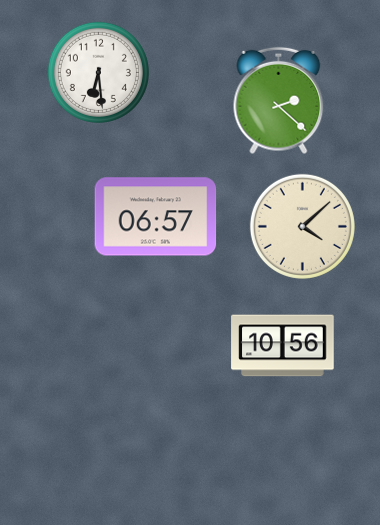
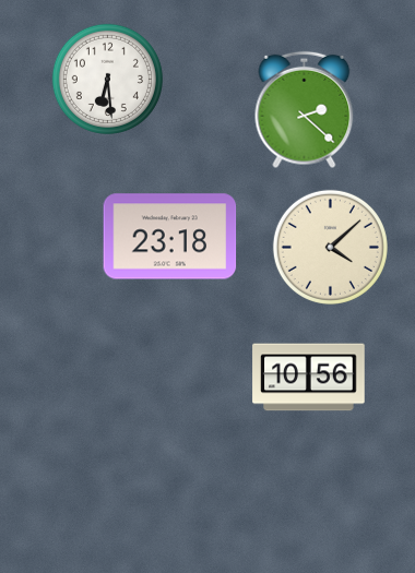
clock at (156, 217): 06:57 -> 23:18
